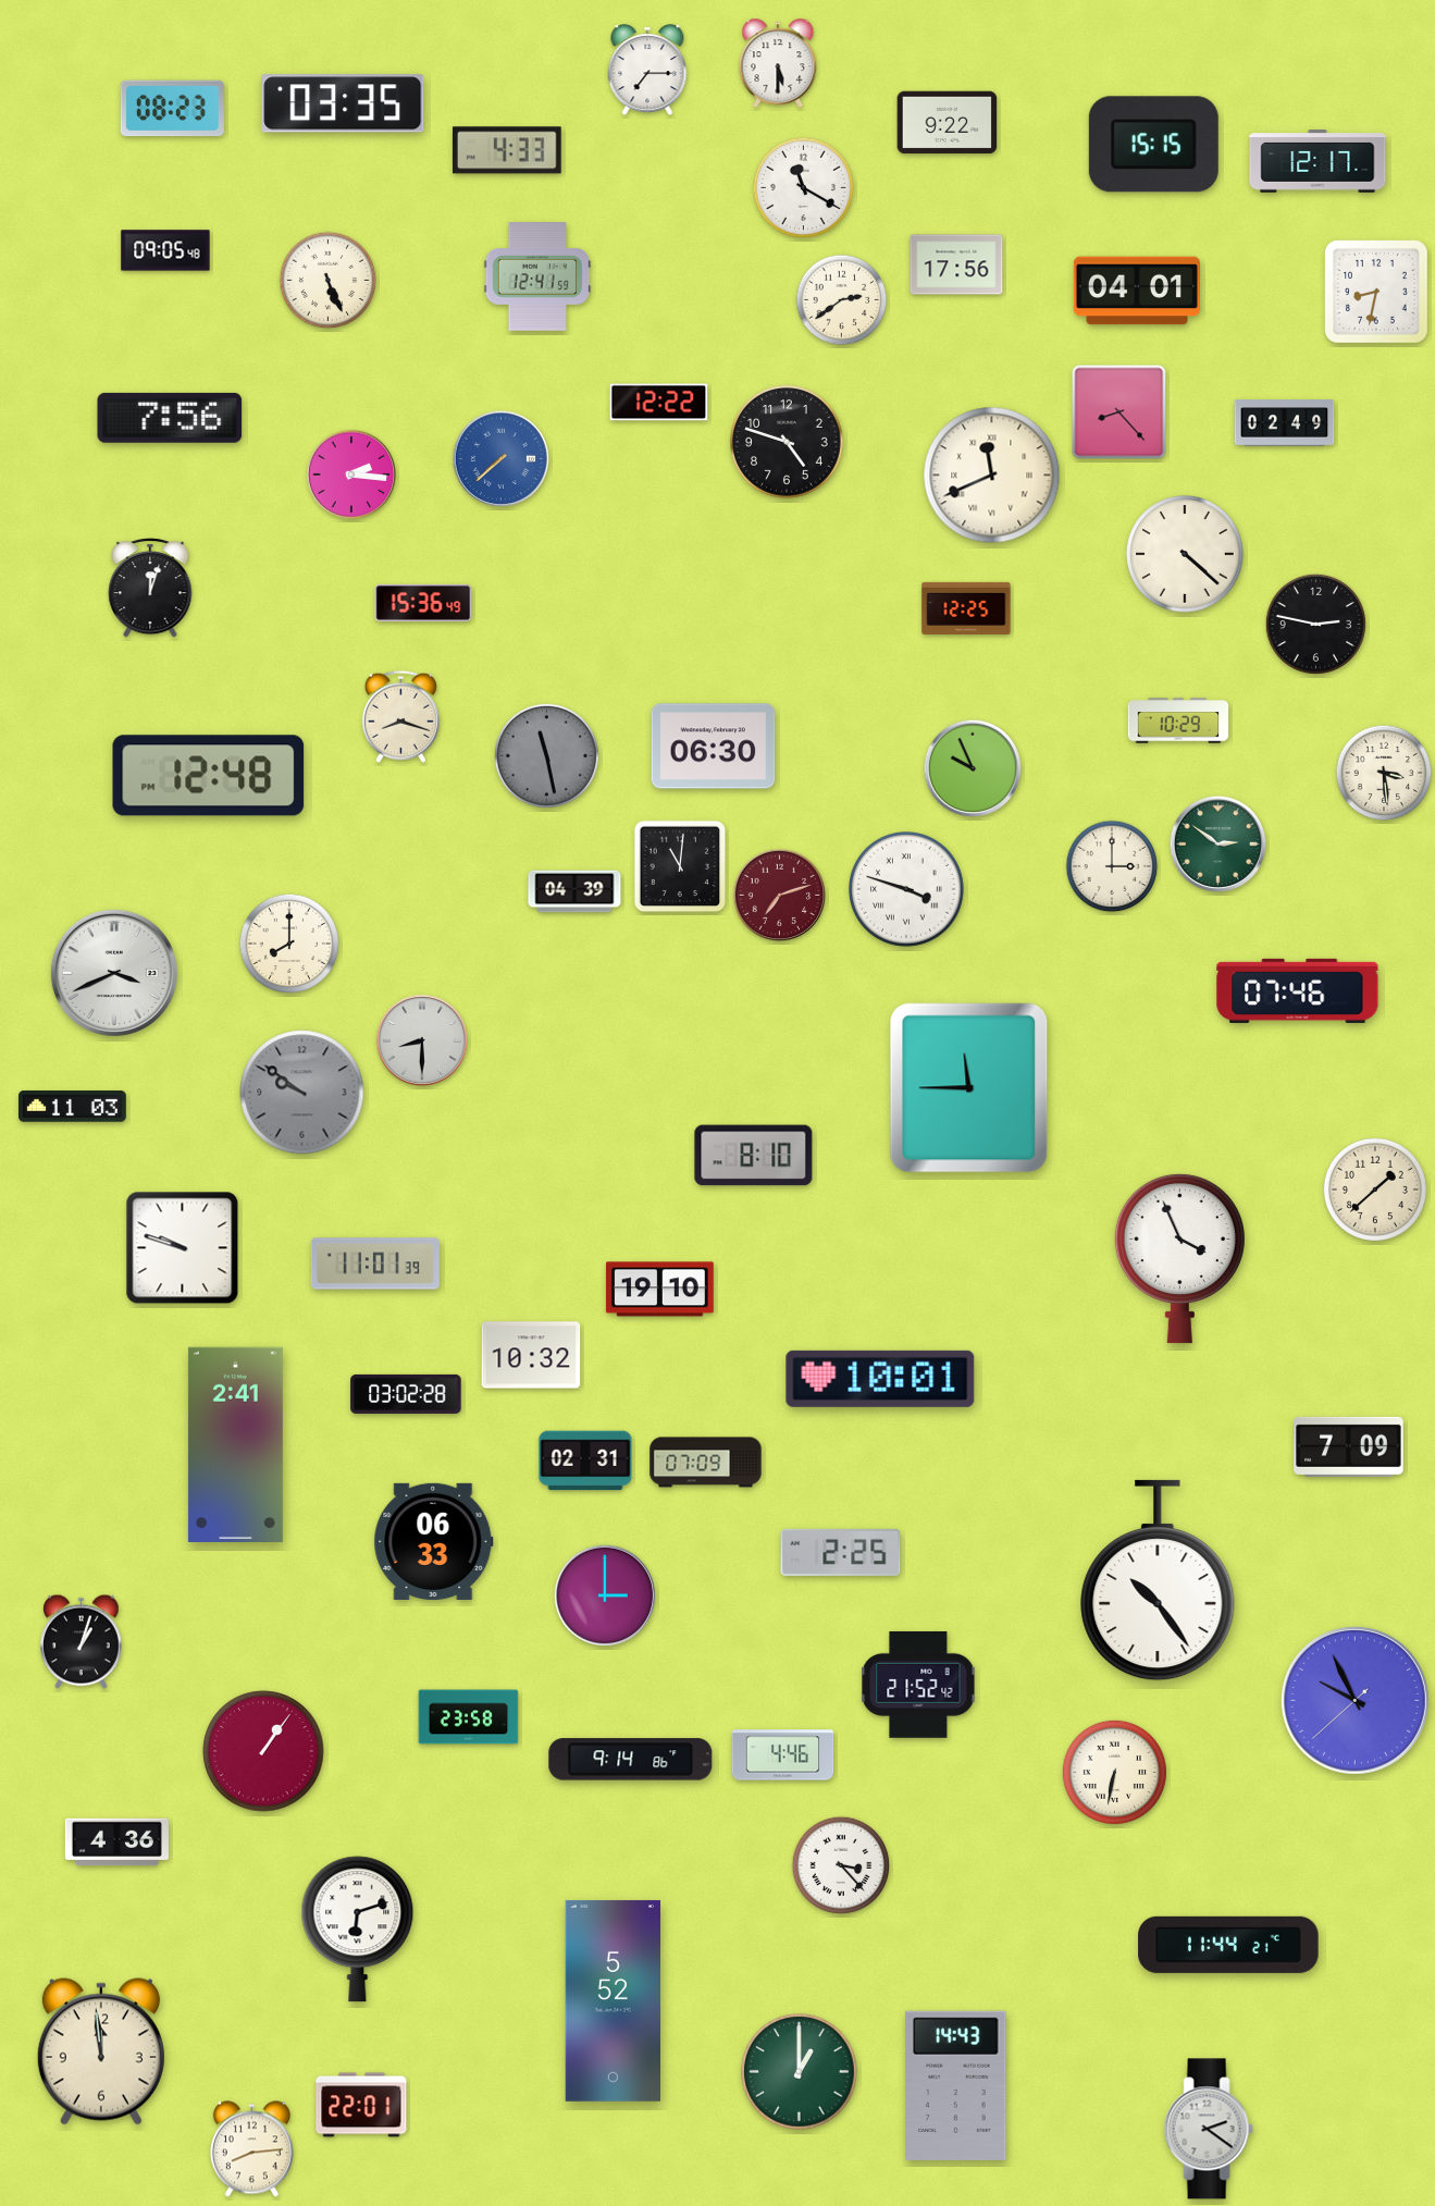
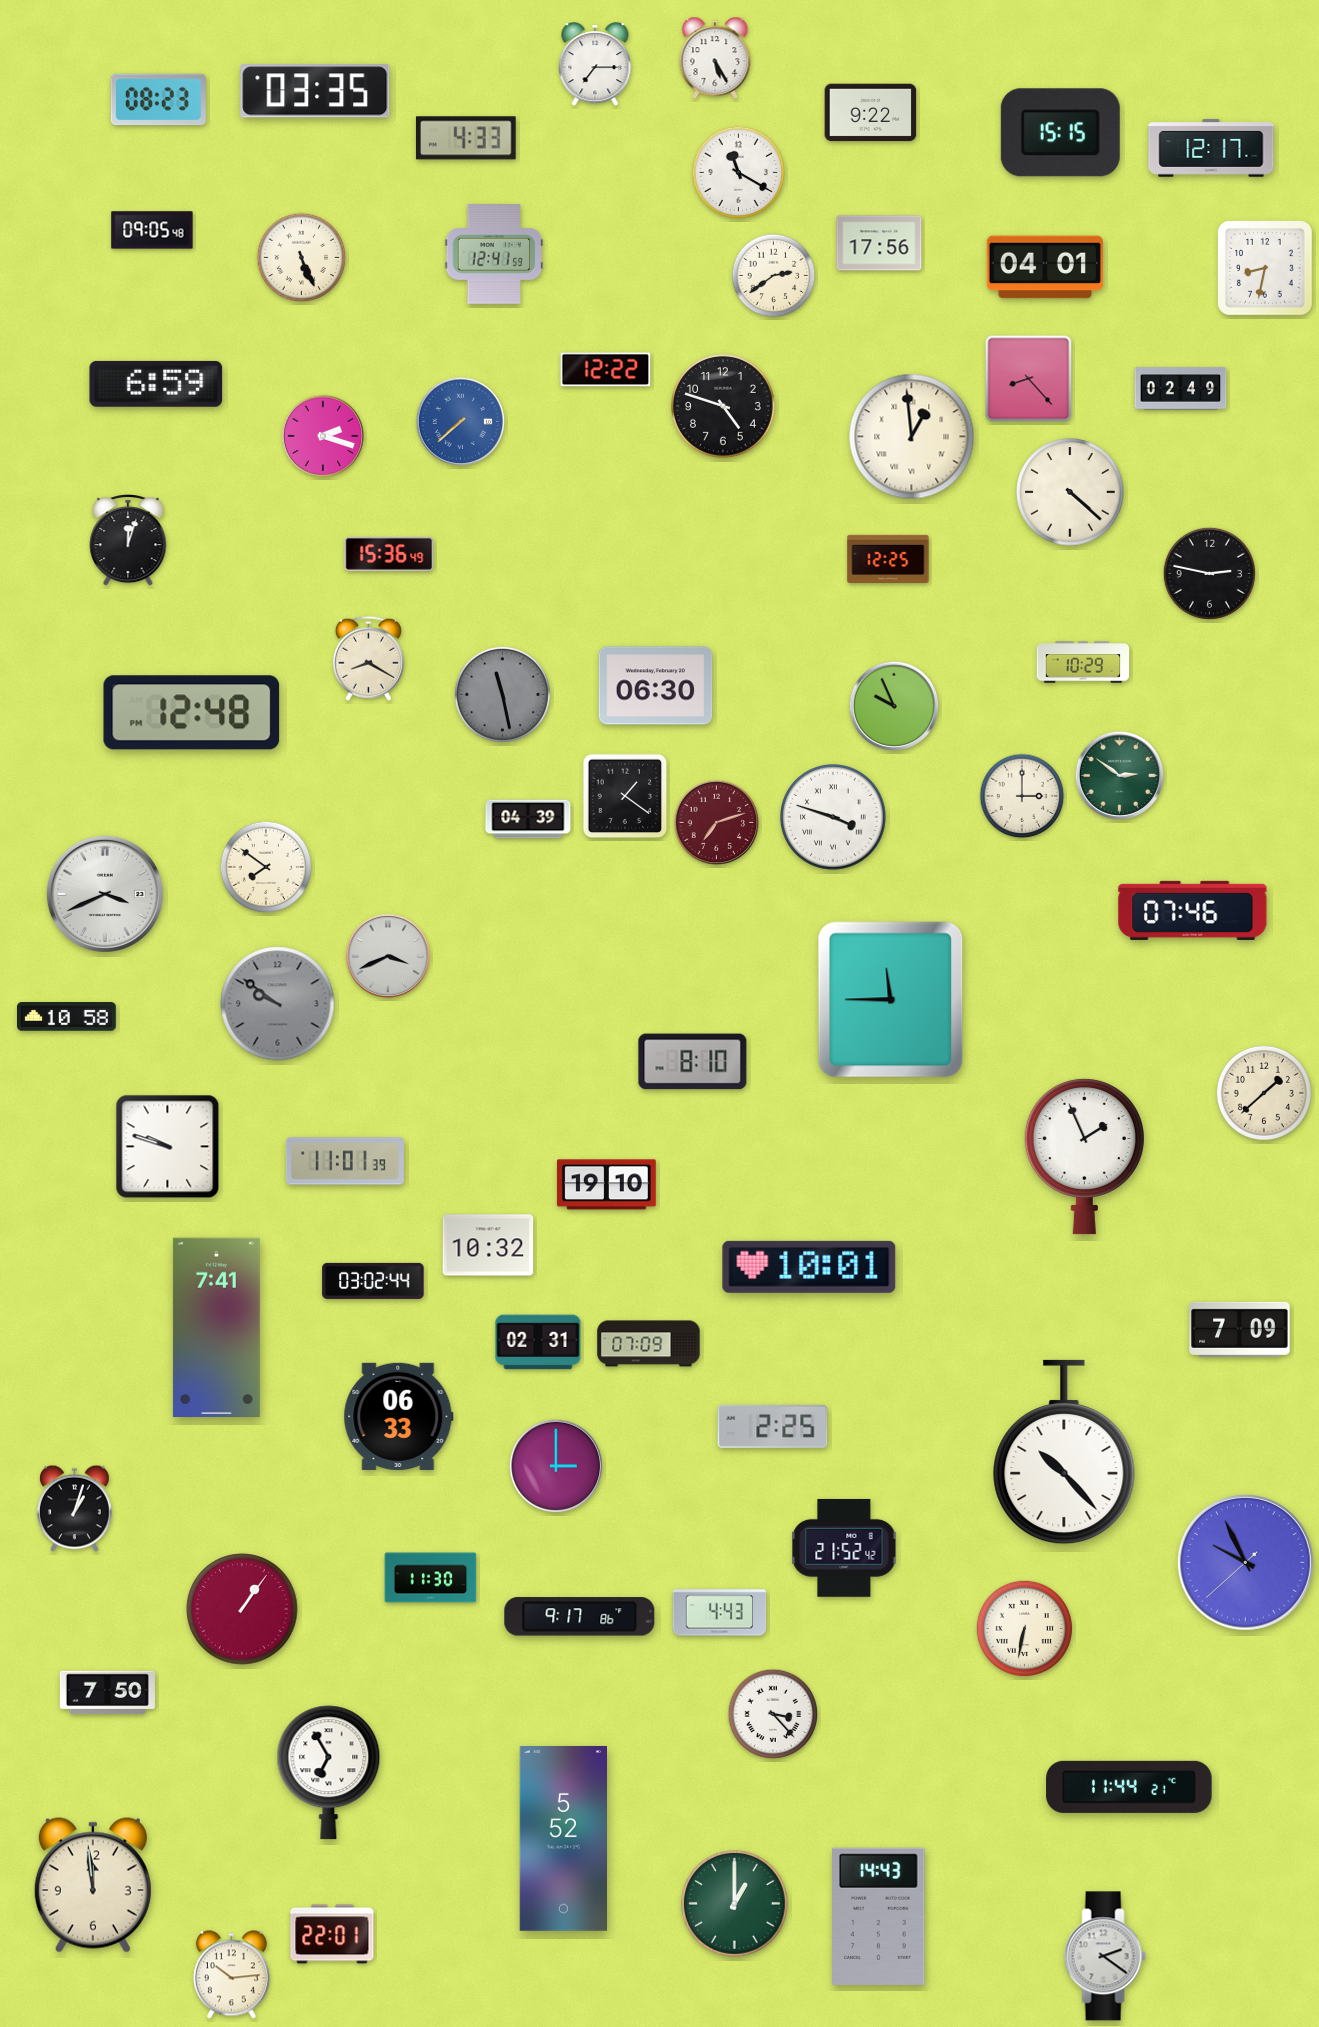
clock at (778, 62): 5:30 -> 5:25
clock at (343, 103) position: (343, 103) -> (315, 91)
clock at (170, 418): 7:56 -> 6:59
clock at (351, 475): 2:16 -> 2:18
clock at (992, 476): 11:41 -> 12:59
clock at (1185, 554) position: (1185, 554) -> (1070, 492)
clock at (150, 589) position: (150, 589) -> (128, 541)
clock at (400, 716): 8:18 -> 8:20
clock at (1384, 773): 3:29 -> none
clock at (680, 866): 11:01 -> 1:21
clock at (288, 942): 8:00 -> 7:51
clock at (422, 1040): 8:30 -> 3:41
clock at (73, 1107): 11:03 -> 10:58
clock at (1179, 1258): 3:56 -> 1:56
clock at (406, 1394): 03:02:28 -> 03:02:44
clock at (235, 1444): 2:41 -> 7:41
clock at (1158, 1580): 10:24 -> 10:23
clock at (469, 1717): 23:58 -> 11:30
clock at (783, 1755): 4:46 -> 4:43
clock at (631, 1760): 9:14 -> 9:17
clock at (116, 1843): 4:36 -> 7:50
clock at (358, 1930): 6:12 -> 6:55
clock at (1209, 2129) position: (1209, 2129) -> (1105, 1956)
clock at (251, 2149): 8:14 -> 10:14
